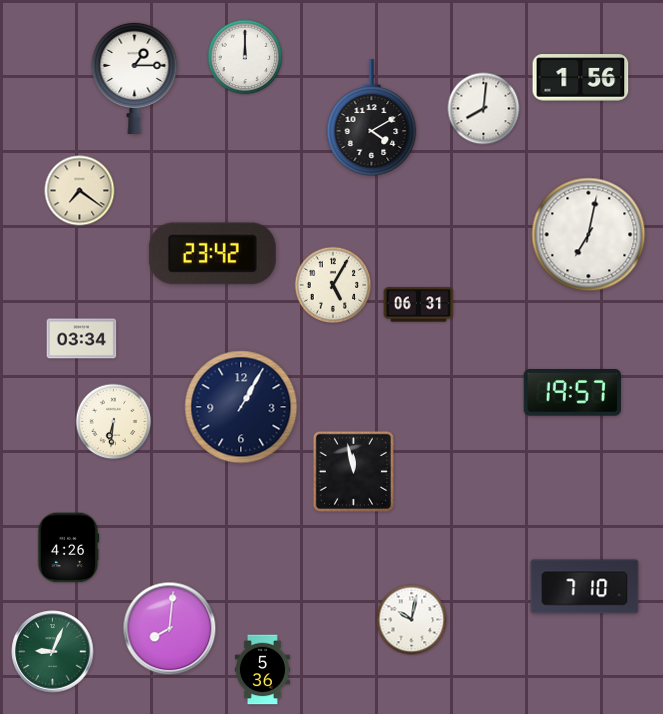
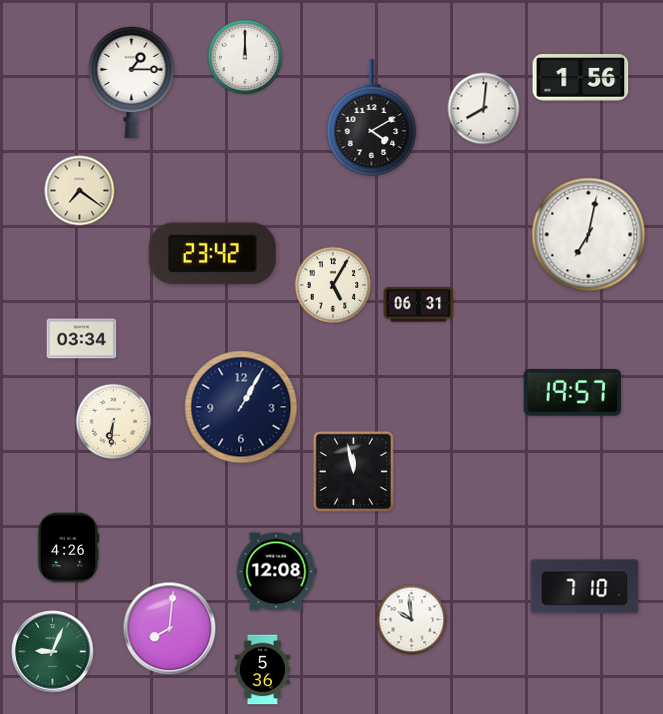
clock at (135, 78) position: (135, 78) -> (132, 82)
clock at (276, 572): none -> 12:08
clock at (412, 620): 10:02 -> 9:59
